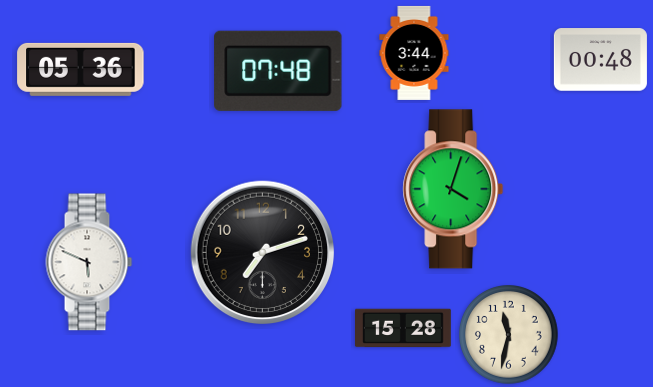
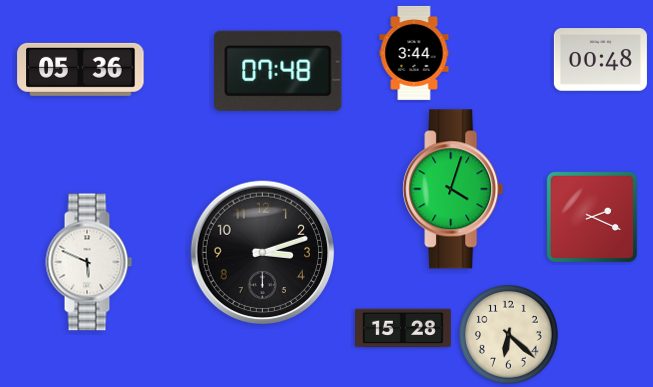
clock at (591, 216): none -> 2:19
clock at (263, 253): 7:12 -> 3:12
clock at (509, 335): 11:32 -> 6:22
